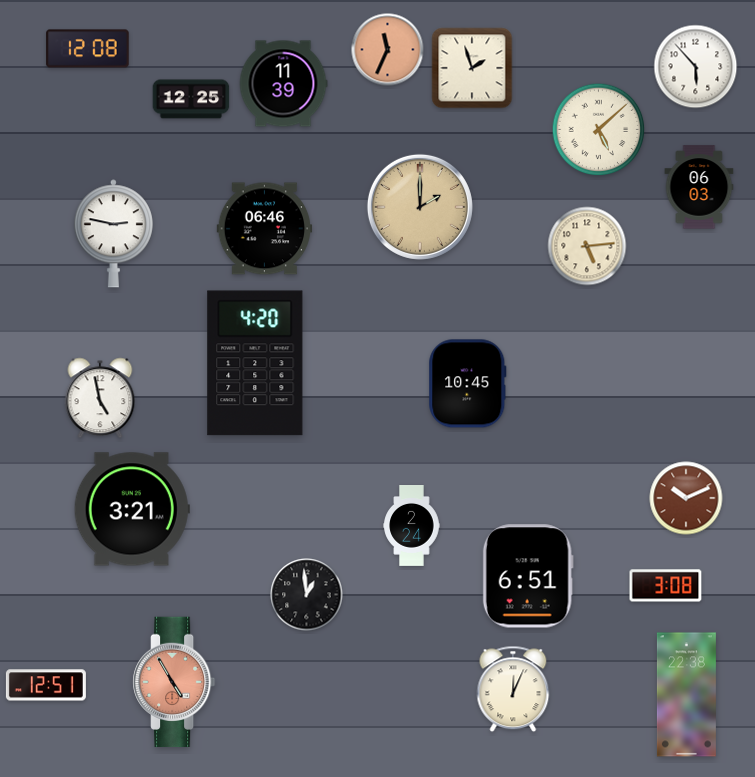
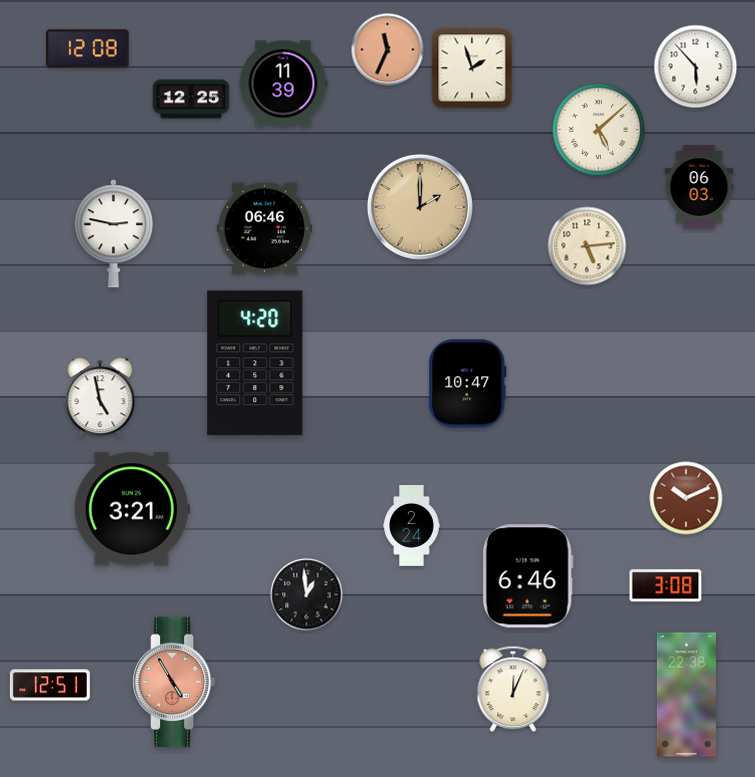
clock at (468, 384): 10:45 -> 10:47
clock at (528, 576): 6:51 -> 6:46
clock at (46, 685) position: (46, 685) -> (50, 685)
